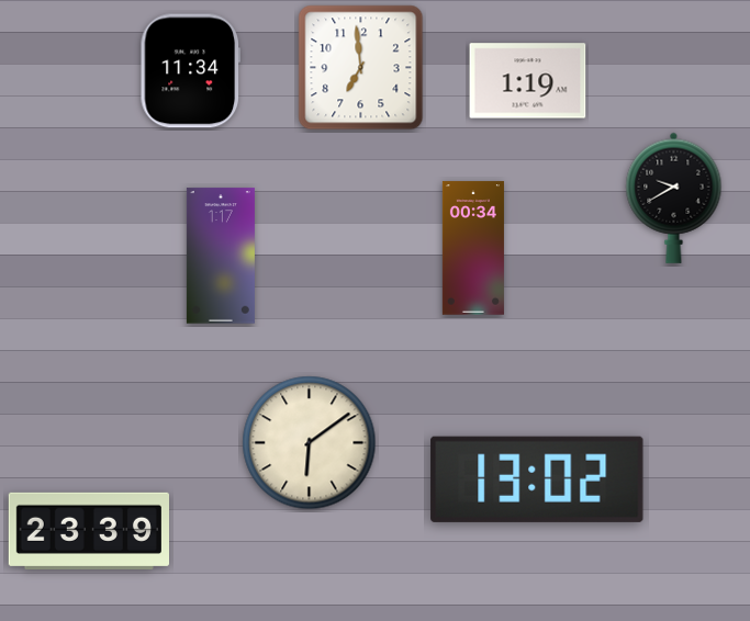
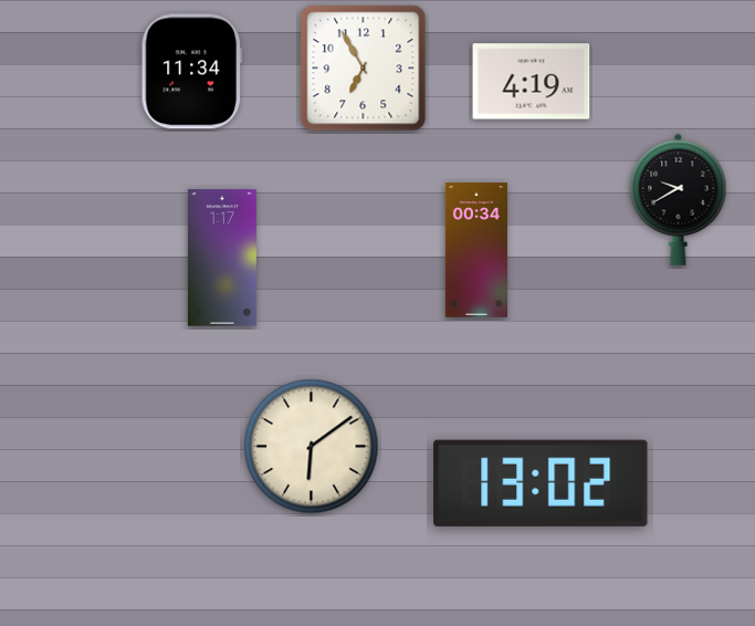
clock at (361, 68): 6:59 -> 6:55
clock at (528, 81): 1:19 -> 4:19
clock at (88, 531): 23:39 -> none
